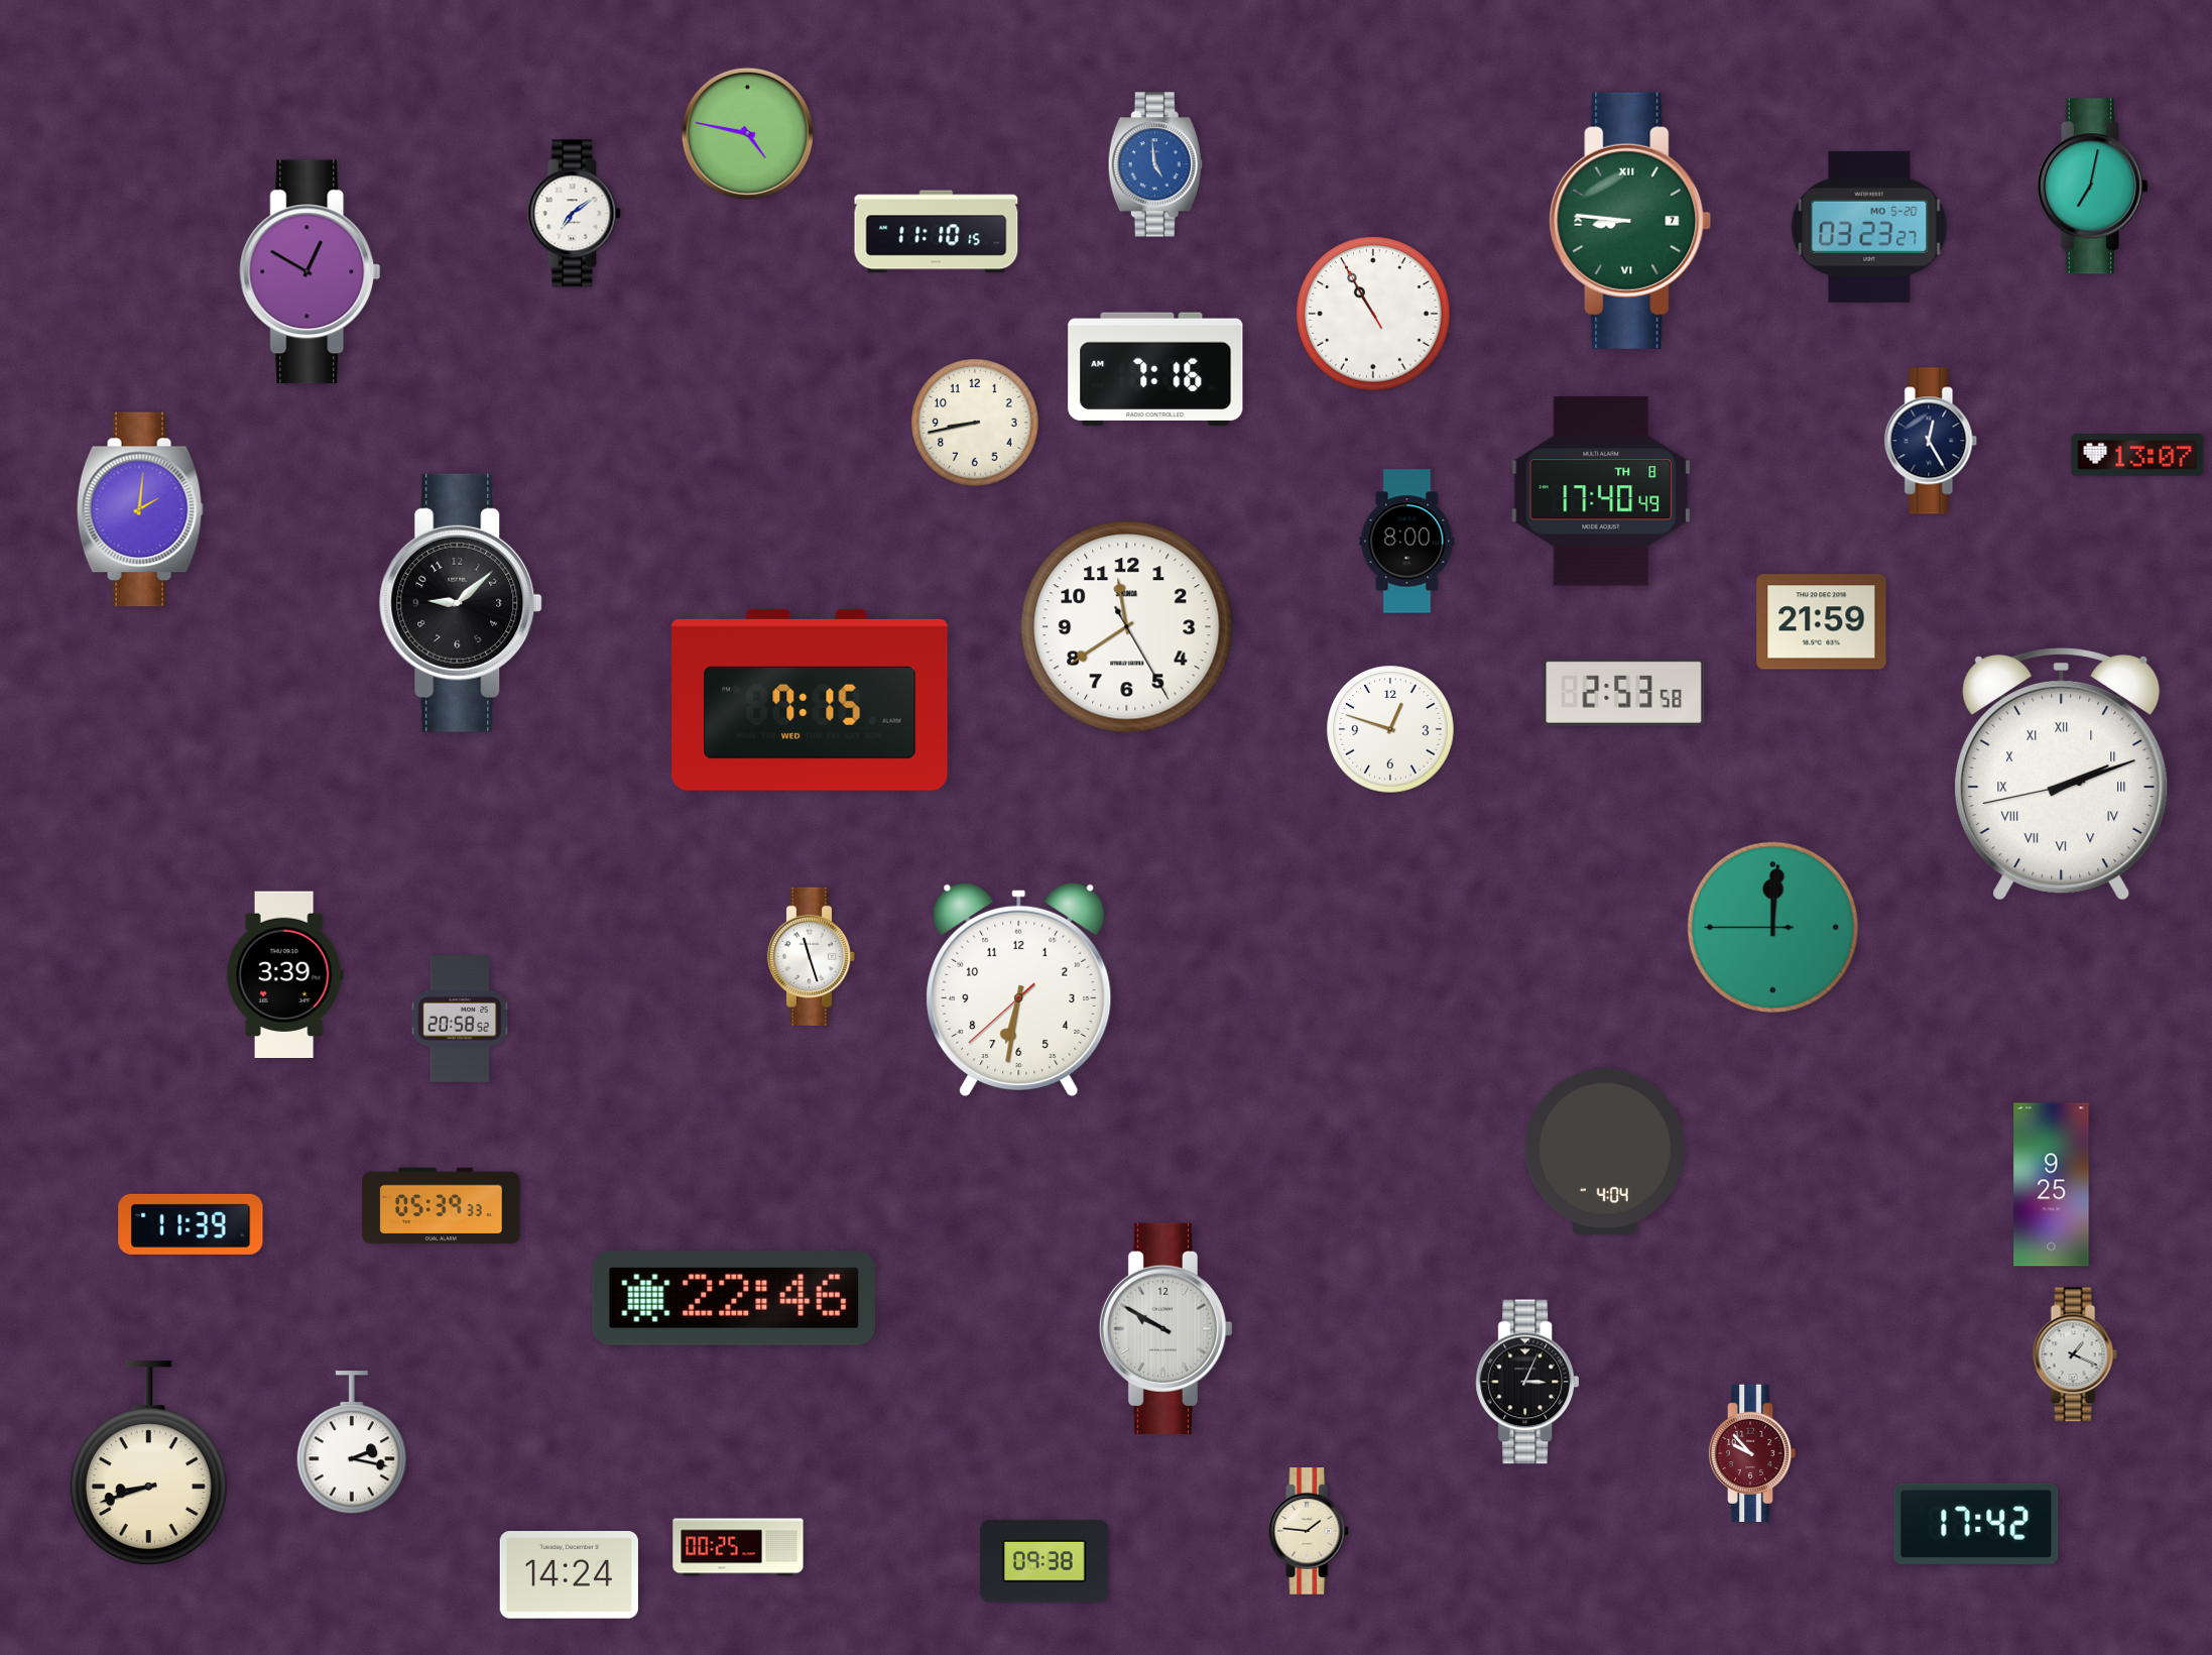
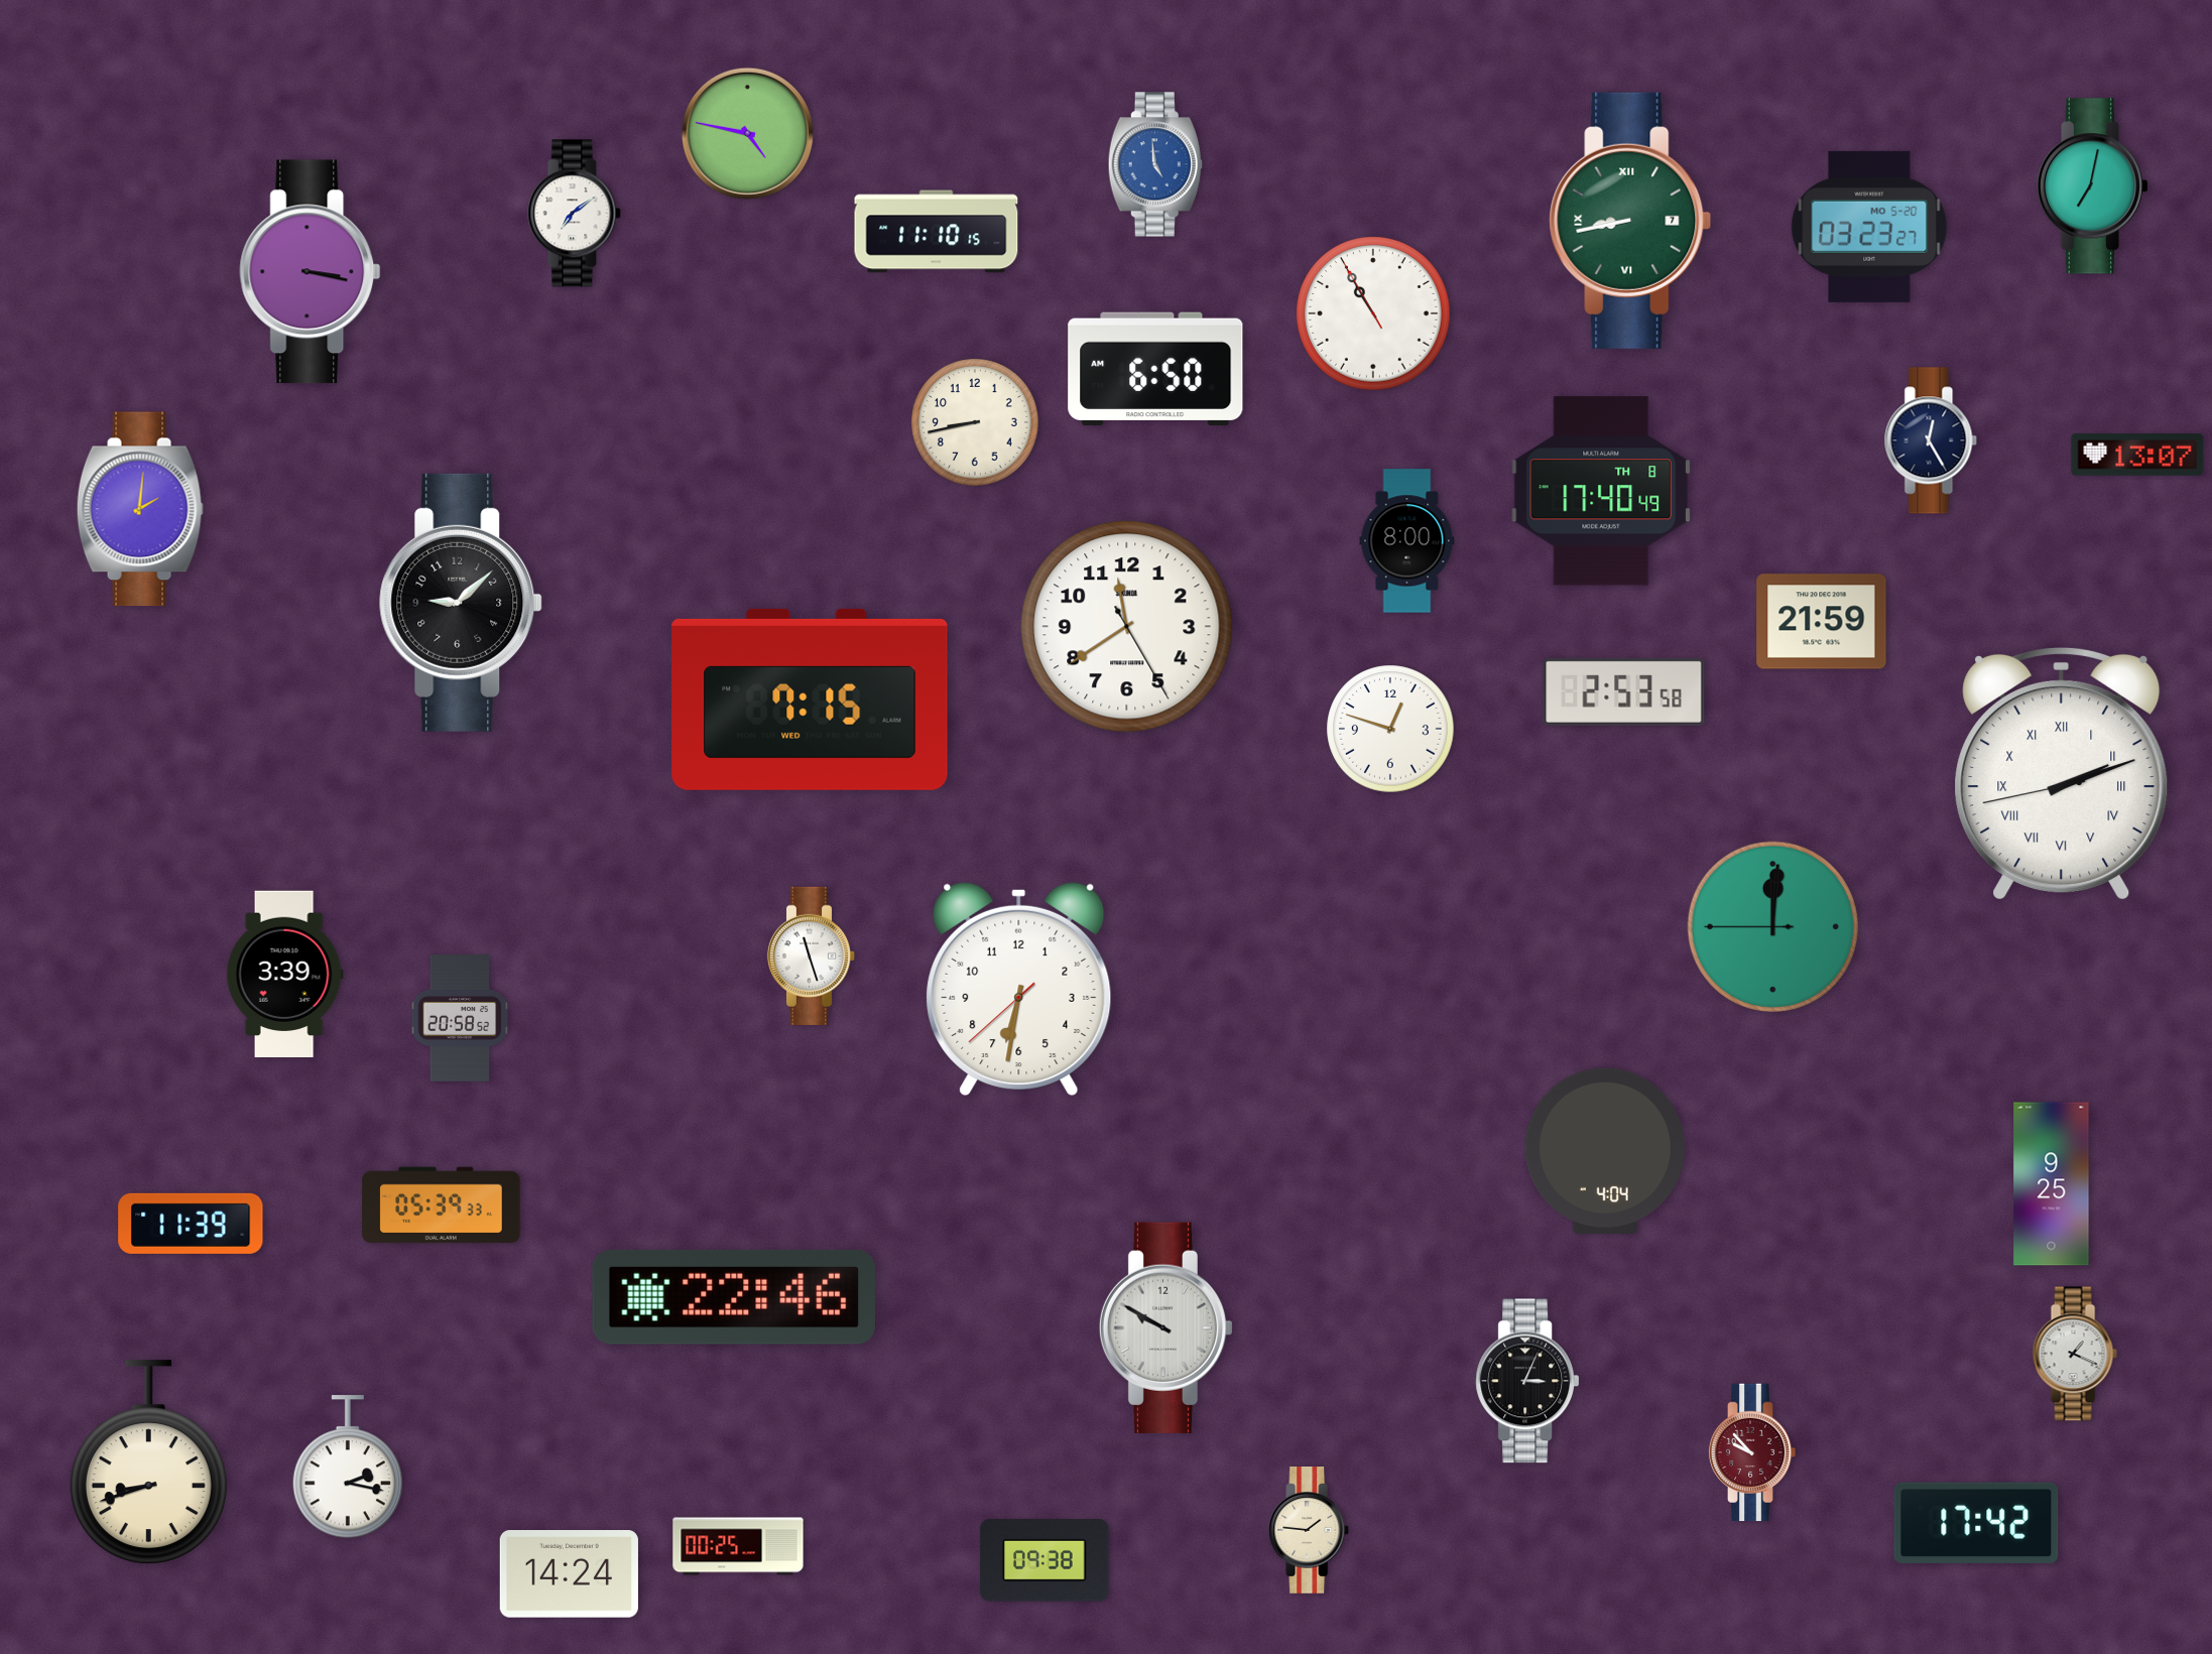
clock at (1630, 221): 8:46 -> 8:43
clock at (311, 272): 12:50 -> 3:17
clock at (1155, 368): 7:16 -> 6:50
clock at (351, 1443) position: (351, 1443) -> (347, 1468)
